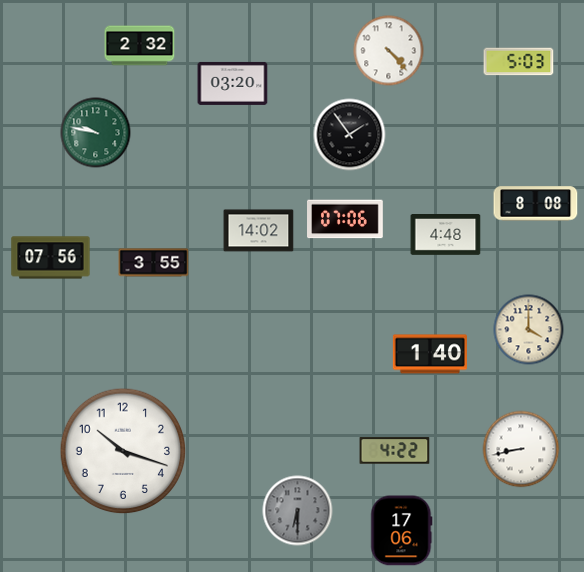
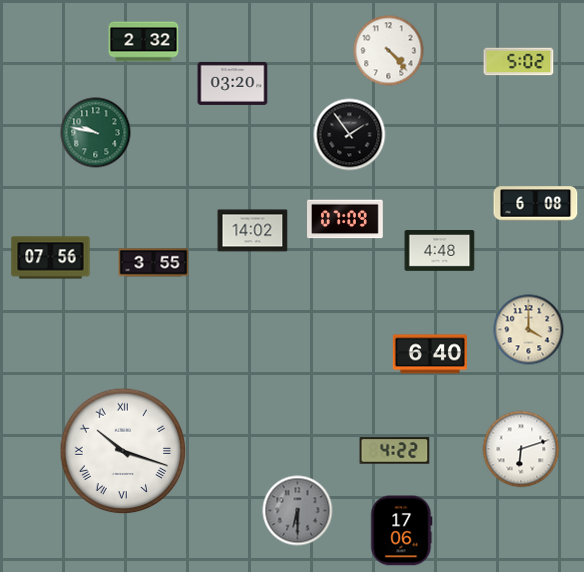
clock at (140, 46) position: (140, 46) -> (144, 42)
clock at (519, 62): 5:03 -> 5:02
clock at (536, 204): 8:08 -> 6:08
clock at (346, 219): 07:06 -> 07:09
clock at (259, 231) position: (259, 231) -> (253, 231)
clock at (446, 235) position: (446, 235) -> (440, 251)
clock at (430, 354): 1:40 -> 6:40
clock at (521, 449): 8:43 -> 6:12
clock at (123, 451) numerals: Arabic -> Roman
